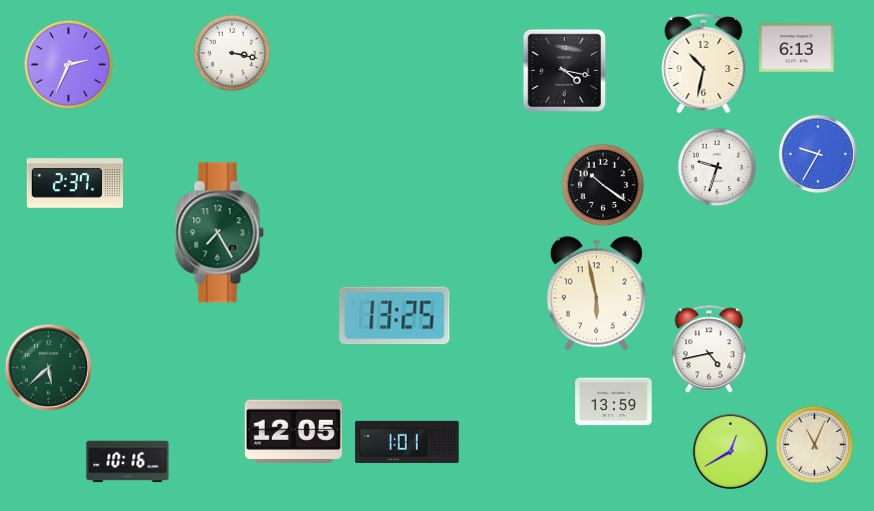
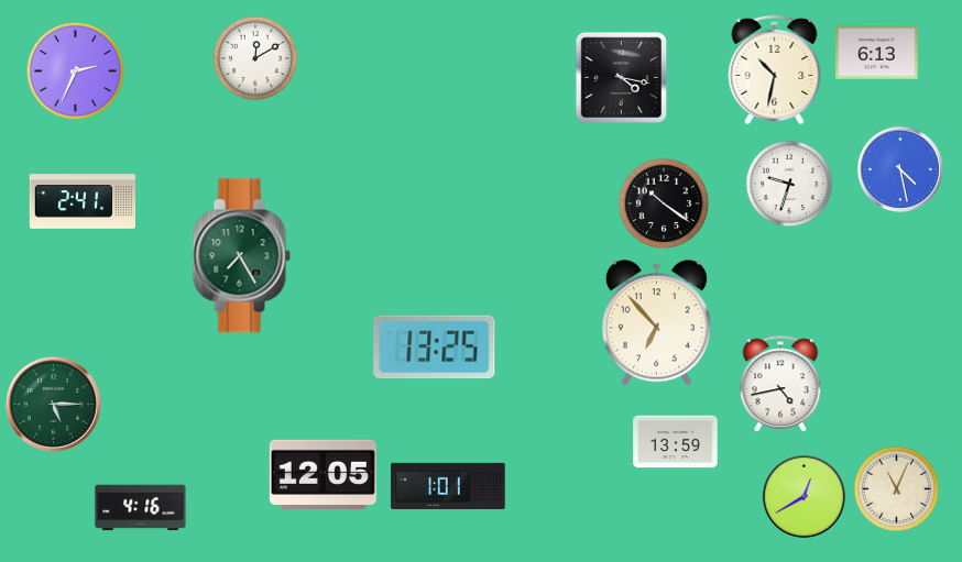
clock at (232, 53): 3:17 -> 12:10
clock at (818, 154): 9:35 -> 4:28
clock at (74, 183): 2:37 -> 2:41
clock at (596, 294): 5:58 -> 6:53
clock at (48, 367): 5:38 -> 5:15
clock at (128, 462): 10:16 -> 4:16
